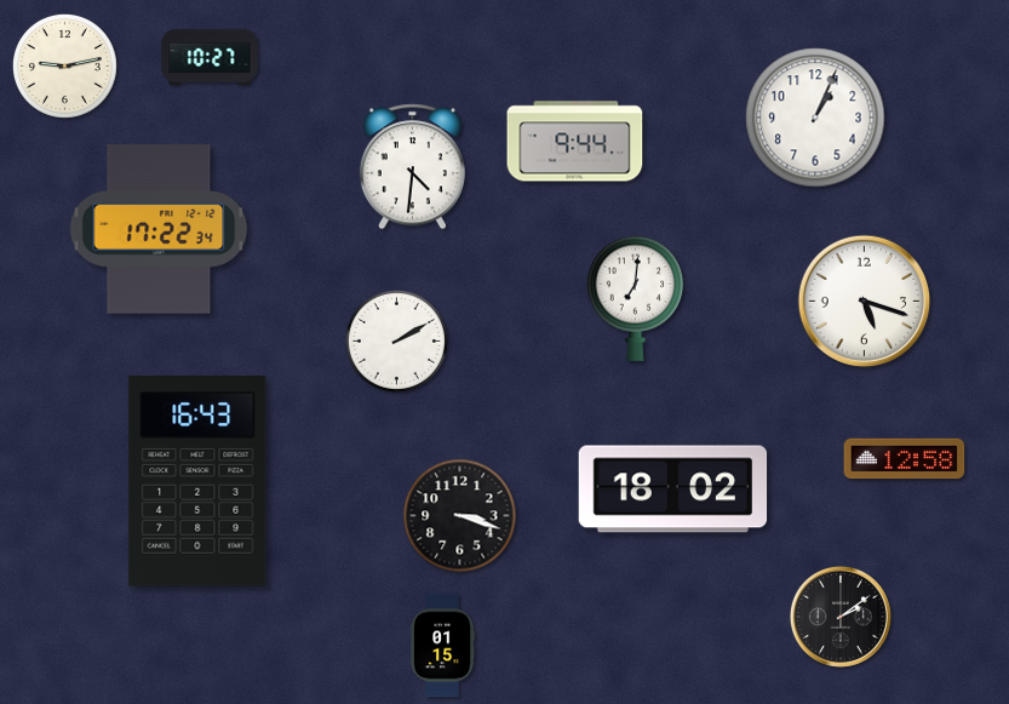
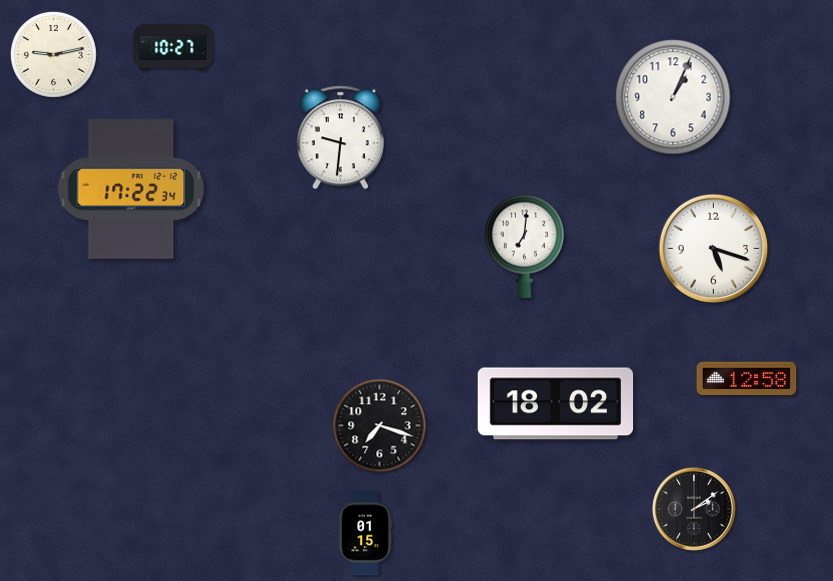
clock at (575, 142): 9:44 -> none
clock at (412, 167): 4:31 -> 9:31
clock at (396, 340): 2:10 -> none
clock at (197, 482): 16:43 -> none
clock at (460, 516): 3:18 -> 7:18
